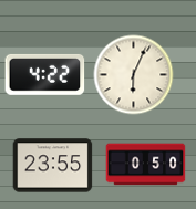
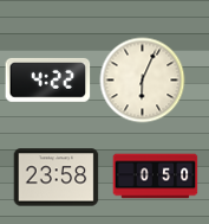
clock at (53, 166): 23:55 -> 23:58
